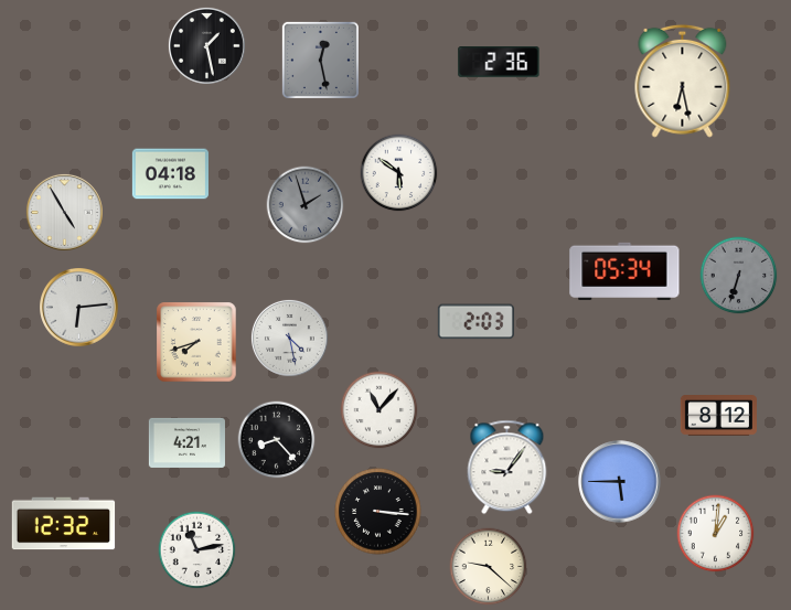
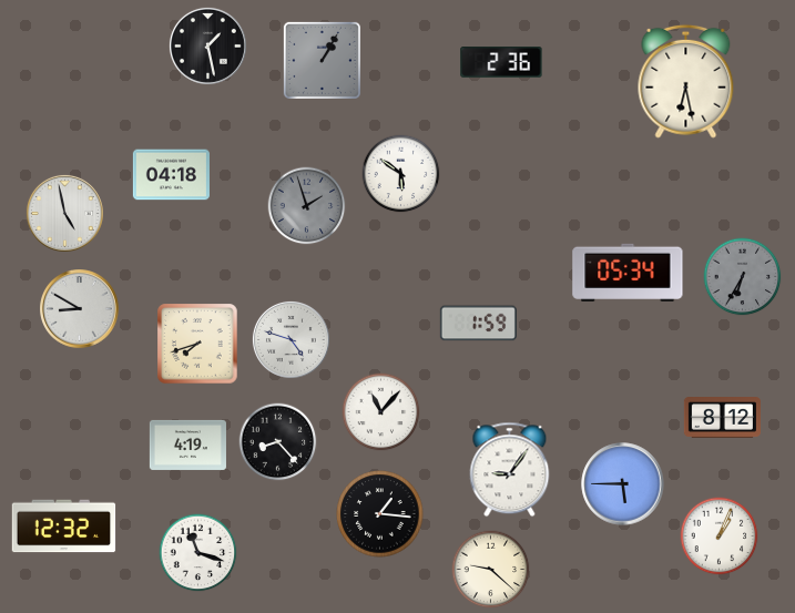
clock at (320, 60): 12:28 -> 1:05
clock at (64, 212): 4:55 -> 4:58
clock at (739, 276): 6:33 -> 6:35
clock at (79, 308): 6:14 -> 8:50
clock at (475, 322): 2:03 -> 1:59
clock at (289, 338): 4:28 -> 4:48
clock at (186, 442): 4:21 -> 4:19
clock at (378, 512): 3:16 -> 1:16
clock at (716, 534): 1:01 -> 1:04
clock at (197, 550): 11:13 -> 11:18
